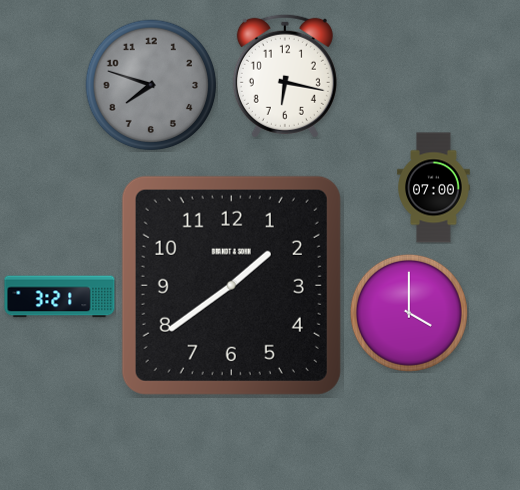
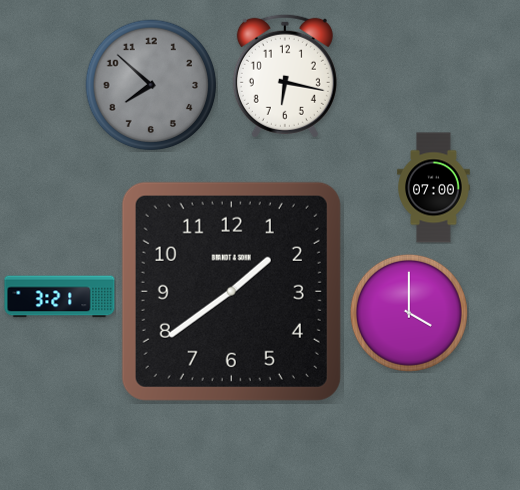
clock at (151, 85): 7:48 -> 7:52
clock at (231, 285) position: (231, 285) -> (231, 291)
